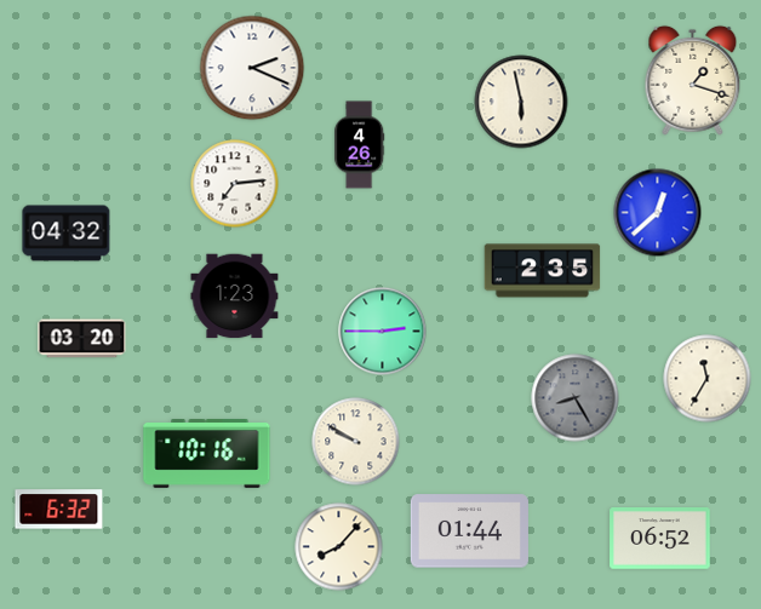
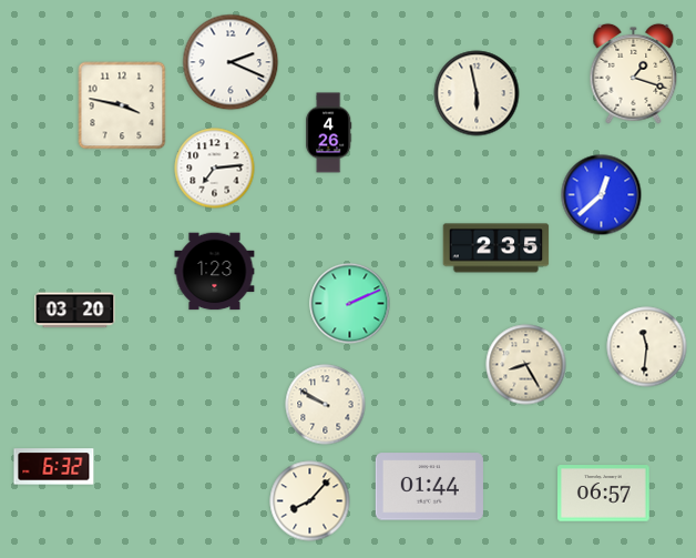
clock at (122, 105): none -> 3:47
clock at (67, 234): 04:32 -> none
clock at (383, 332): 2:45 -> 2:11
clock at (708, 379): 11:35 -> 11:31
clock at (576, 398) dial: grey -> cream
clock at (207, 454): 10:16 -> none
clock at (660, 539): 06:52 -> 06:57
